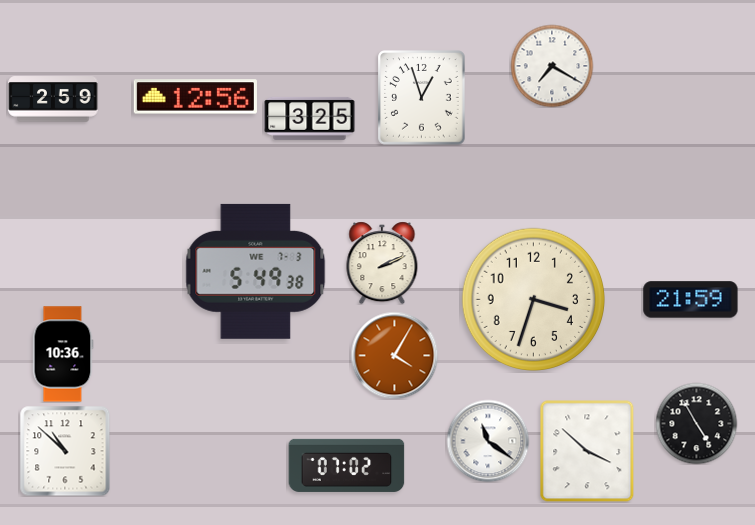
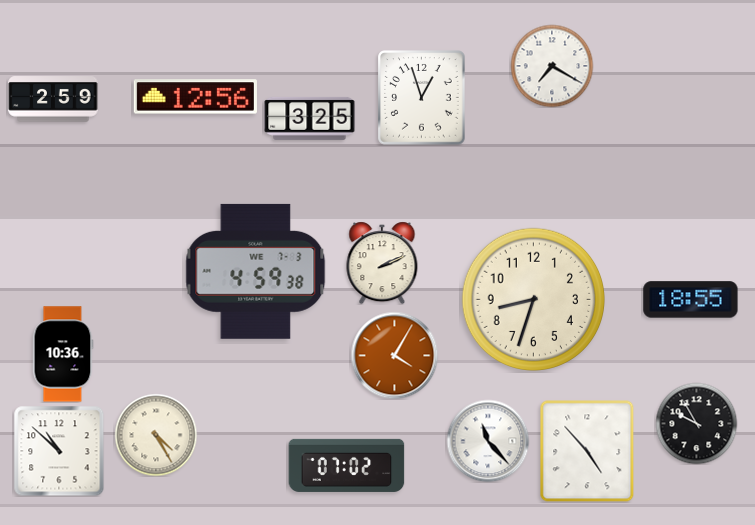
clock at (256, 271): 5:49 -> 4:59
clock at (533, 299): 3:33 -> 8:33
clock at (691, 300): 21:59 -> 18:55
clock at (696, 423): 4:55 -> 9:55
clock at (156, 435): none -> 4:25
clock at (488, 441): 11:21 -> 11:23
clock at (65, 451) position: (65, 451) -> (59, 451)
clock at (587, 451): 3:52 -> 4:53
